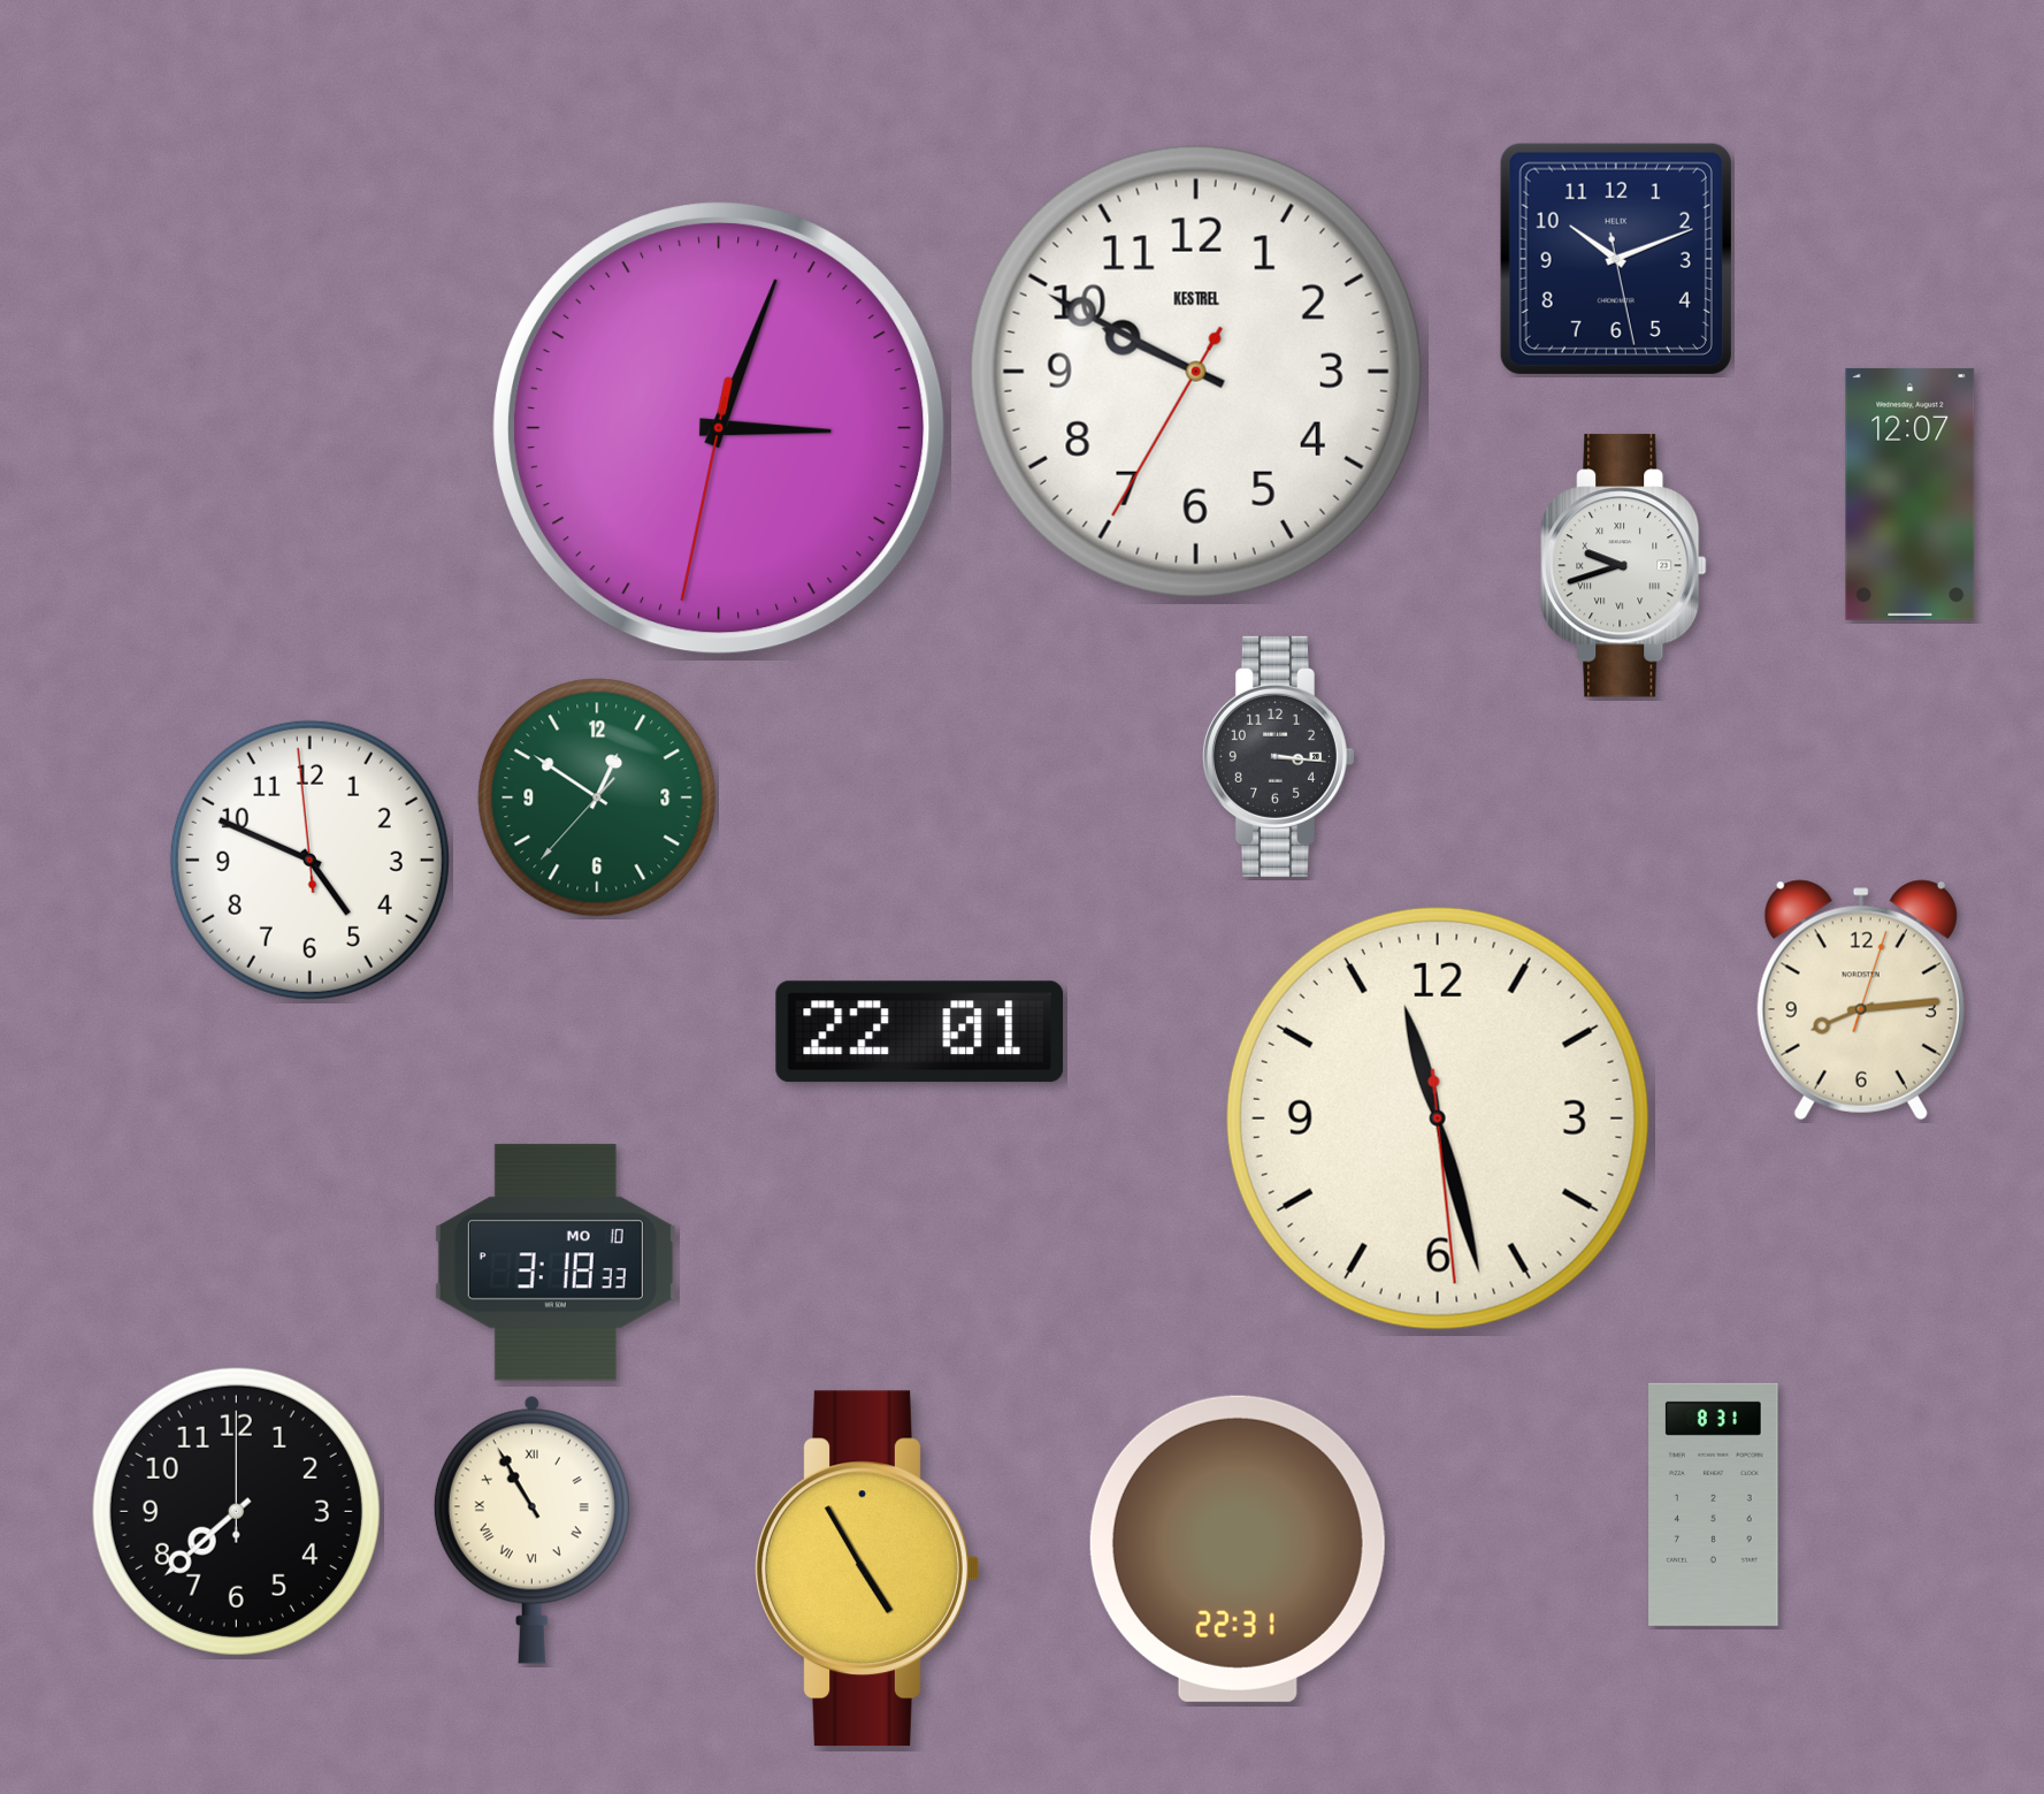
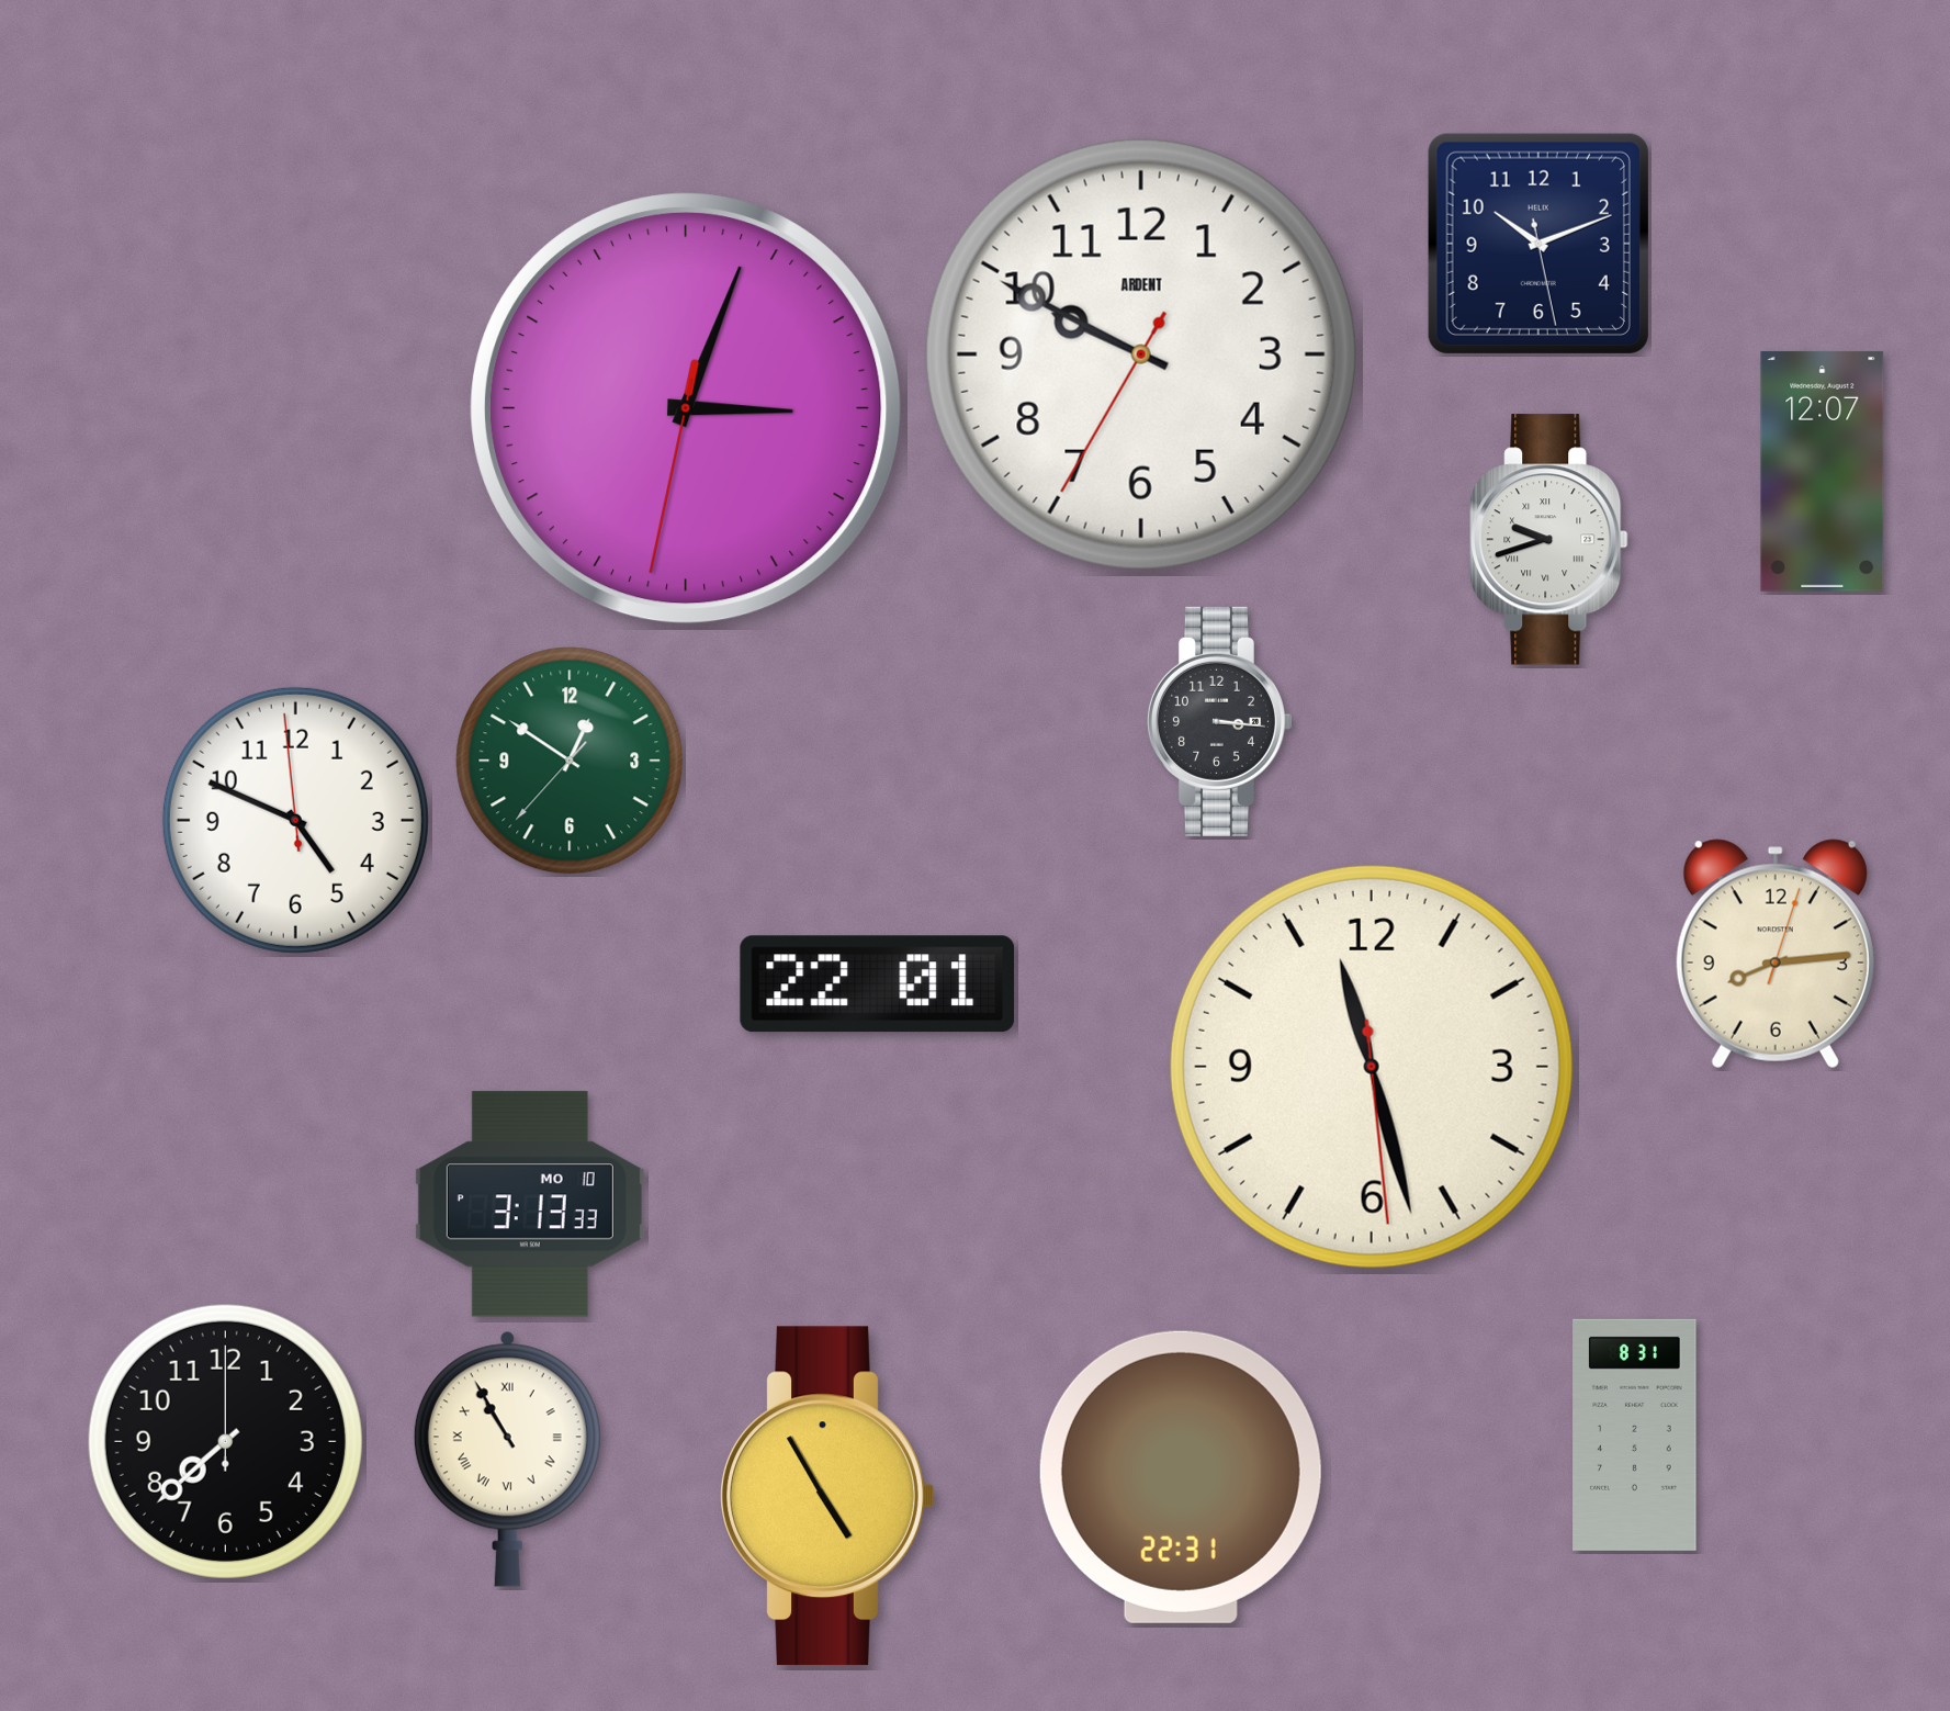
clock at (1616, 259) position: (1616, 259) -> (1538, 244)
clock at (1196, 372) brand: KESTREL -> ARDENT
clock at (556, 1262): 3:18 -> 3:13
